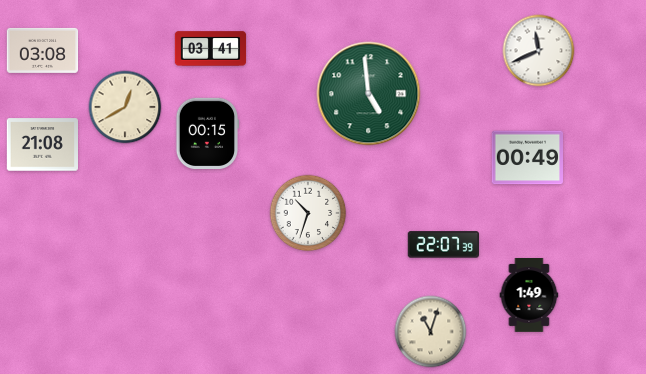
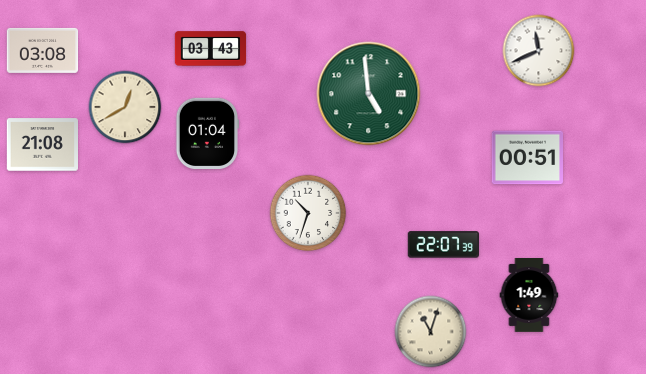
clock at (211, 49): 03:41 -> 03:43
clock at (207, 133): 00:15 -> 01:04
clock at (528, 158): 00:49 -> 00:51
